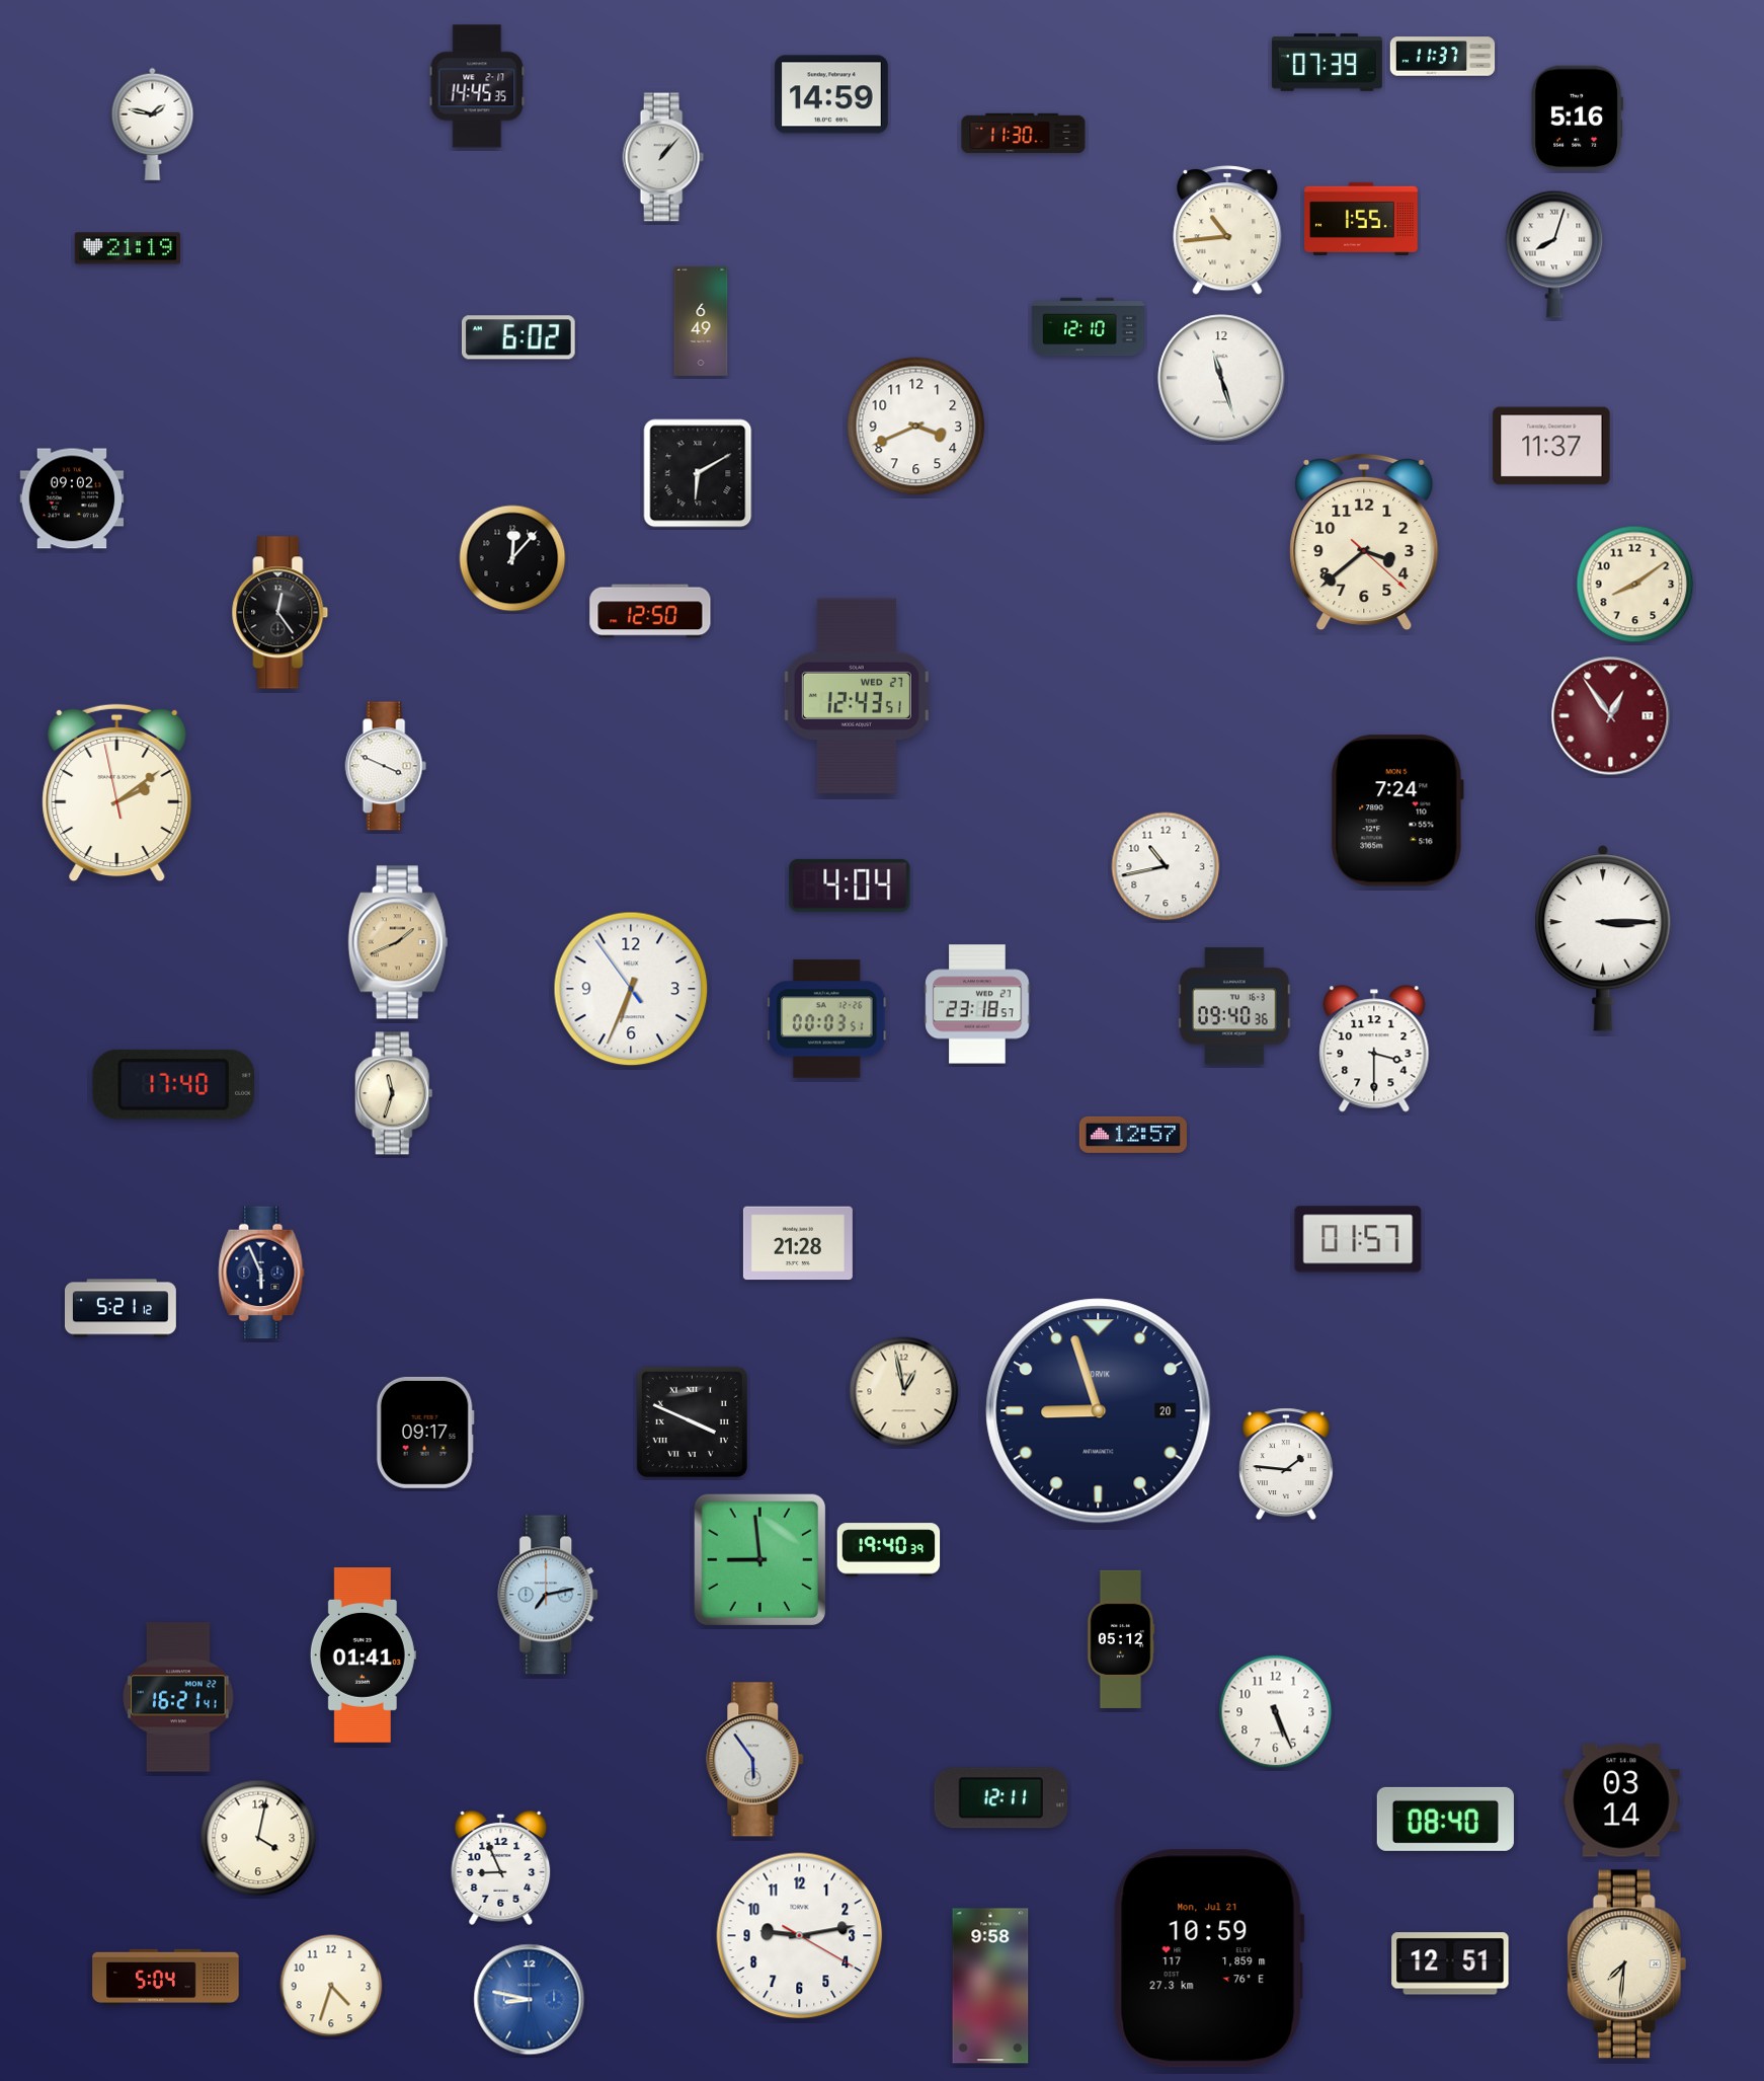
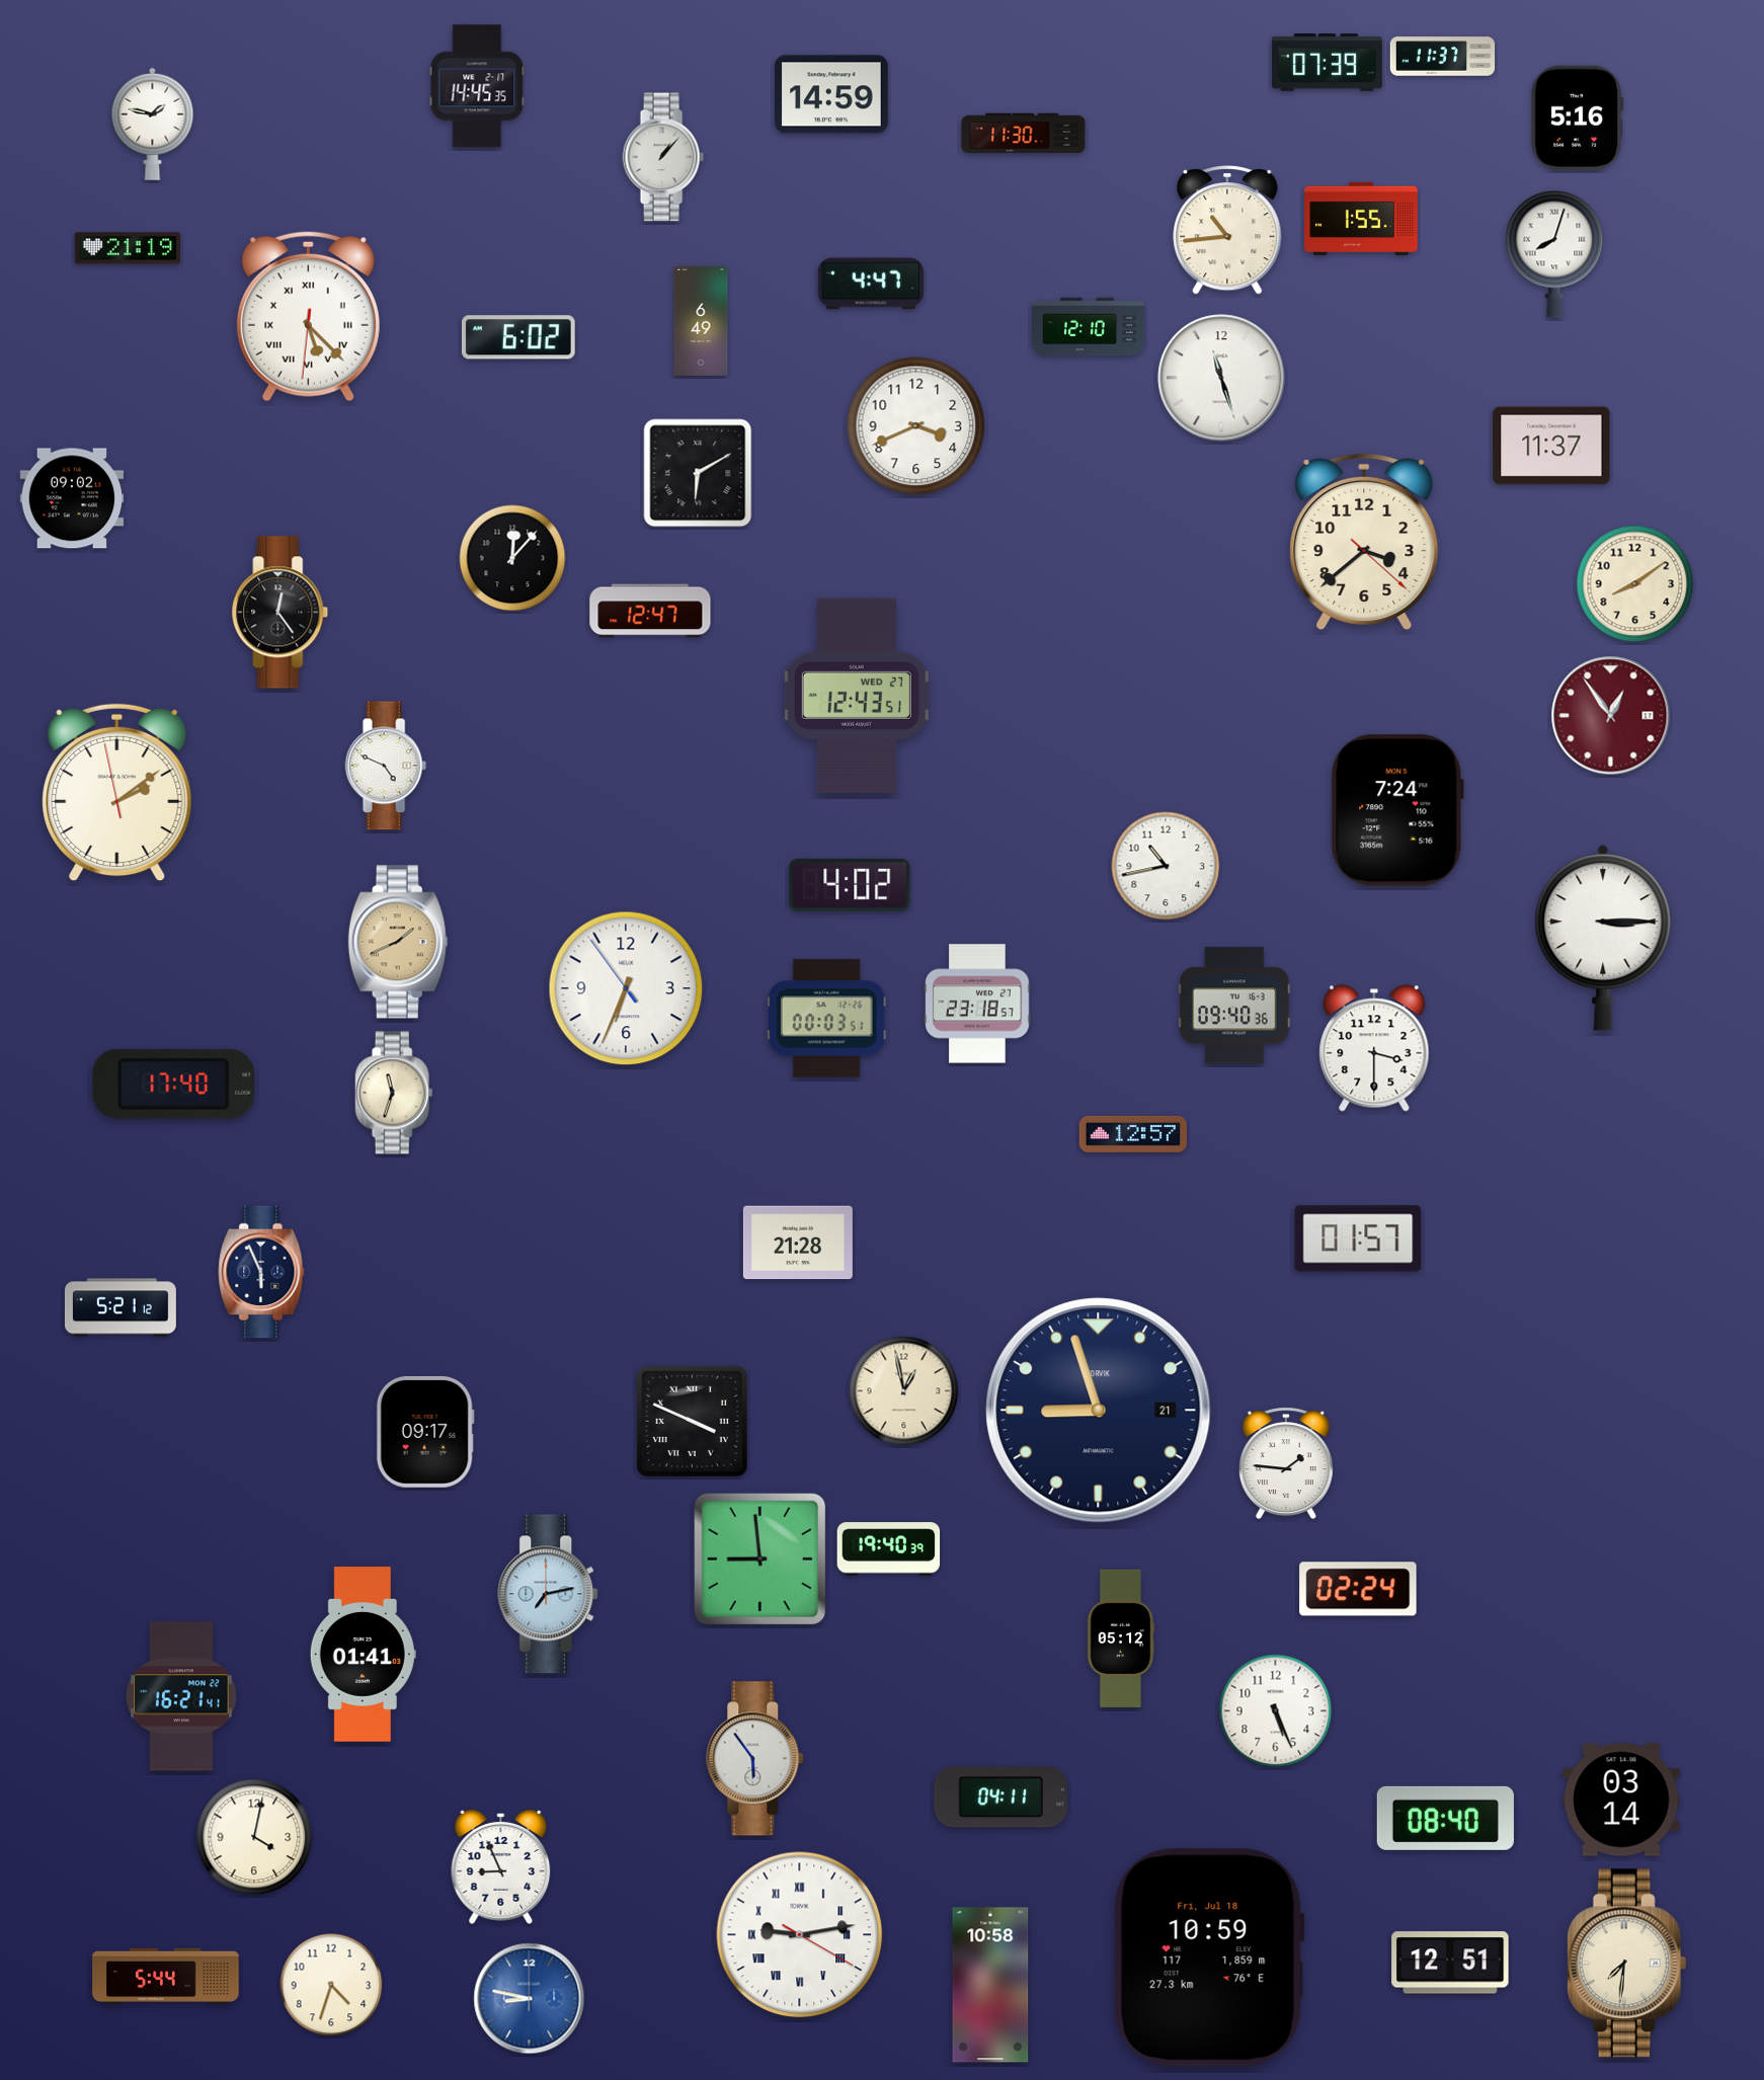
clock at (870, 284): none -> 4:47
clock at (308, 317): none -> 5:22
clock at (650, 611): 12:50 -> 12:47
clock at (386, 766): 3:49 -> 4:49
clock at (850, 885): 4:04 -> 4:02
clock at (631, 989) position: (631, 989) -> (626, 988)
clock at (1099, 1411) date: 20 -> 21
clock at (1358, 1589): none -> 02:24
clock at (178, 1697) position: (178, 1697) -> (181, 1696)
clock at (1001, 1798): 12:11 -> 04:11
clock at (258, 1838) position: (258, 1838) -> (254, 1837)
clock at (800, 1936) numerals: Arabic -> Roman
clock at (1209, 1958) date: Mon, Jul 21 -> Fri, Jul 18
clock at (166, 1978): 5:04 -> 5:44
clock at (990, 1986): 9:58 -> 10:58
